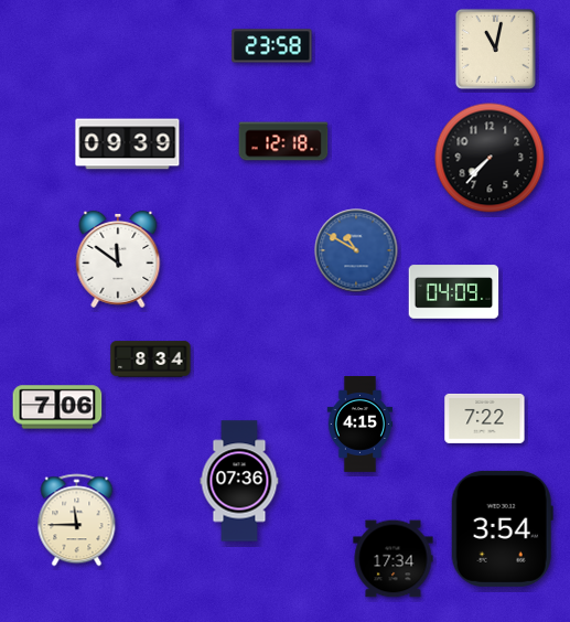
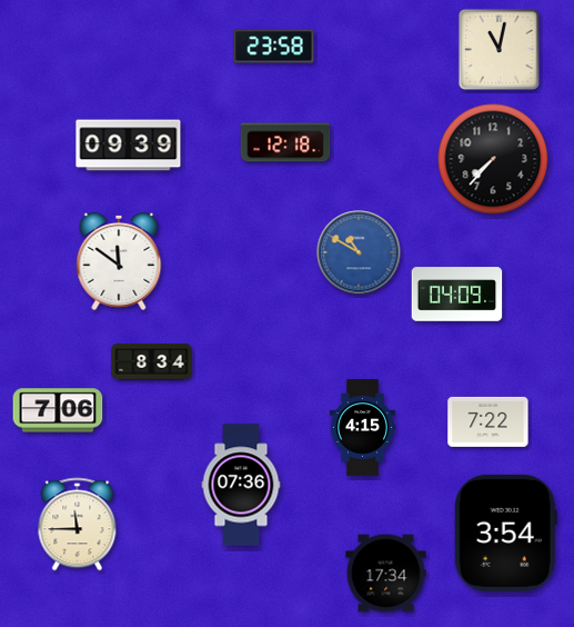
clock at (394, 559) position: (394, 559) -> (386, 574)
